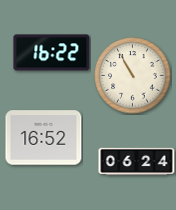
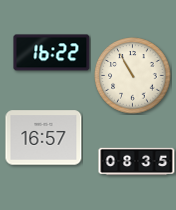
clock at (44, 138): 16:52 -> 16:57
clock at (137, 162): 06:24 -> 08:35
